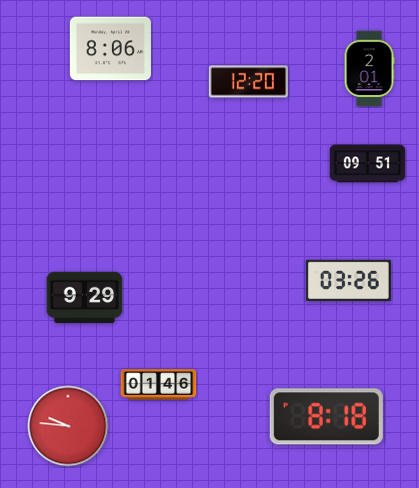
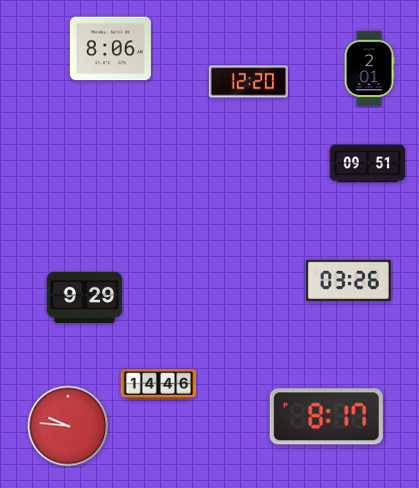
clock at (159, 385): 01:46 -> 14:46
clock at (326, 417): 8:18 -> 8:17
